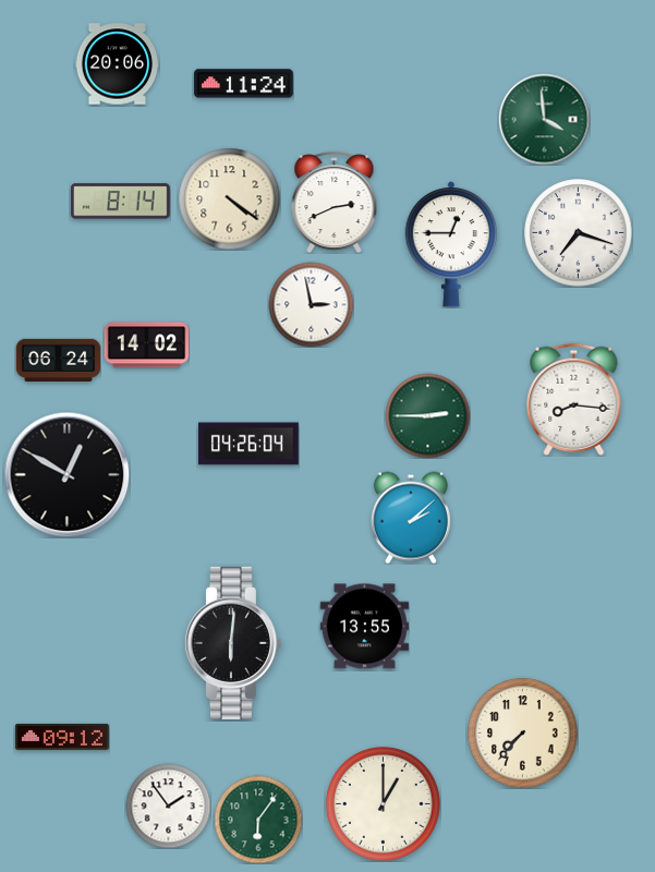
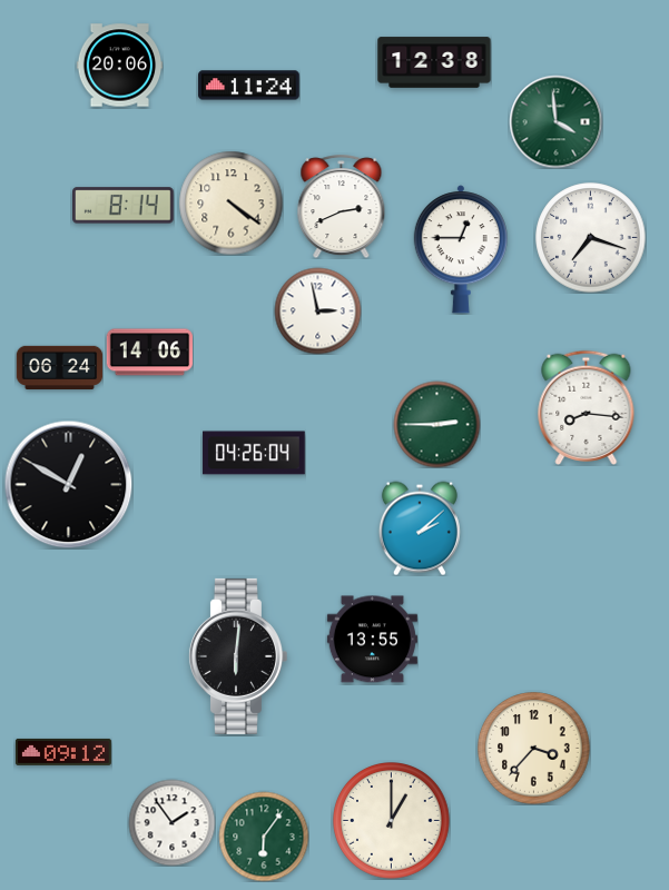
clock at (434, 62): none -> 12:38
clock at (229, 198) position: (229, 198) -> (230, 202)
clock at (146, 346): 14:02 -> 14:06
clock at (523, 734): 7:37 -> 3:37
